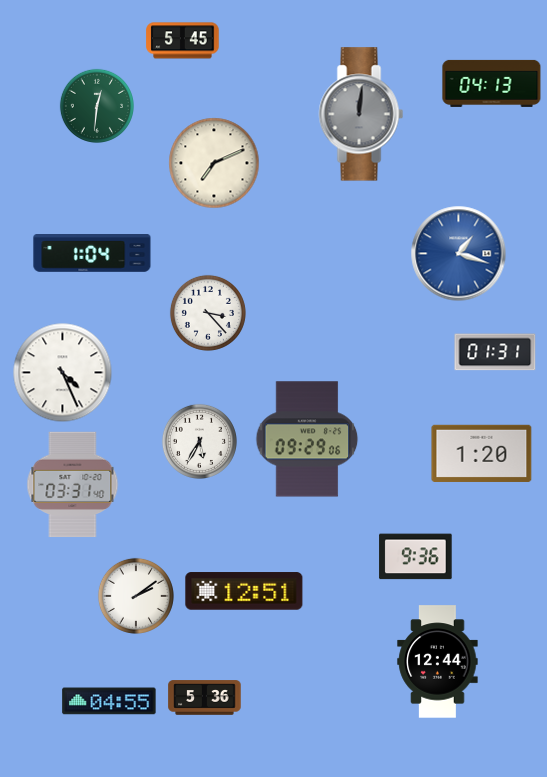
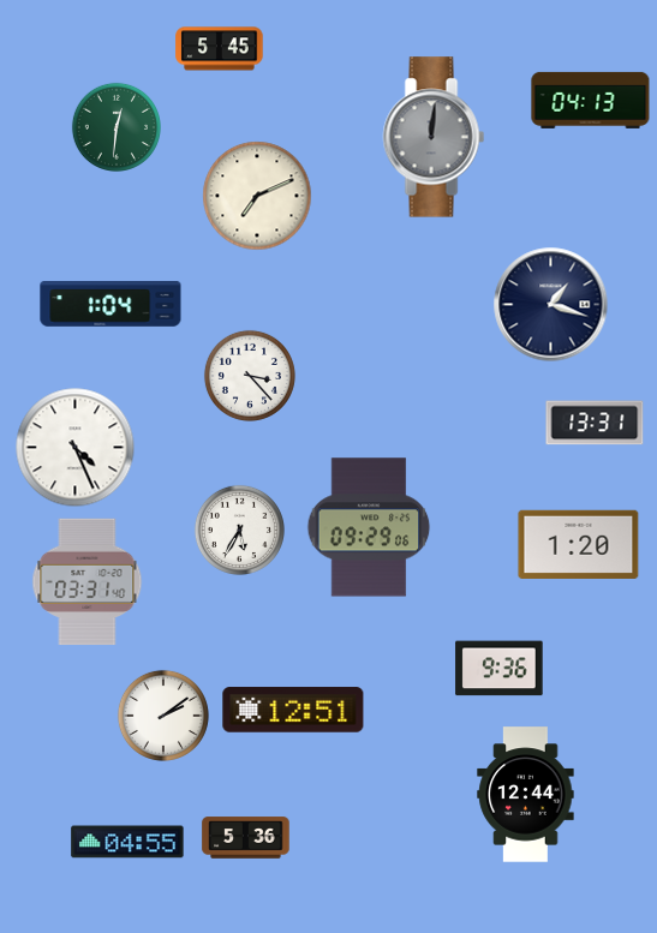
clock at (459, 254) dial: blue -> navy
clock at (495, 352): 01:31 -> 13:31
clock at (109, 701) position: (109, 701) -> (127, 842)
